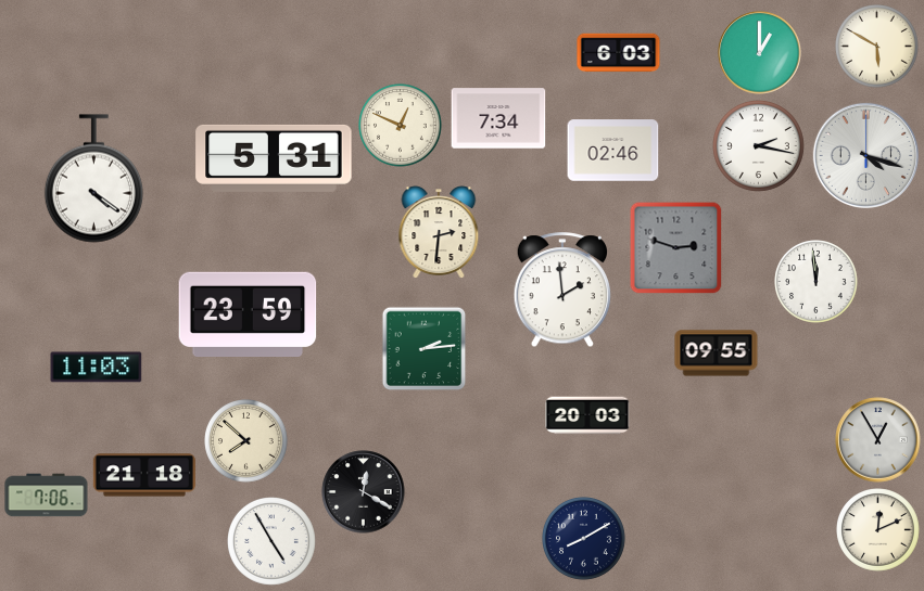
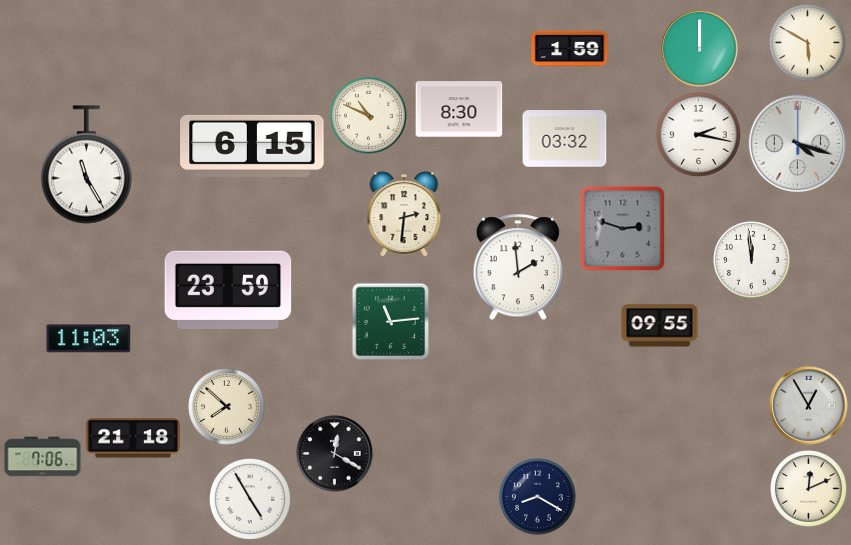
clock at (619, 53): 6:03 -> 1:59
clock at (760, 53): 1:00 -> 12:00
clock at (498, 118): 7:34 -> 8:30
clock at (401, 126): 12:49 -> 10:49
clock at (613, 151): 02:46 -> 03:32
clock at (274, 158): 5:31 -> 6:15
clock at (93, 179): 4:21 -> 11:25
clock at (423, 348): 2:14 -> 11:14
clock at (587, 415): 20:03 -> none
clock at (584, 539): 8:10 -> 8:20
